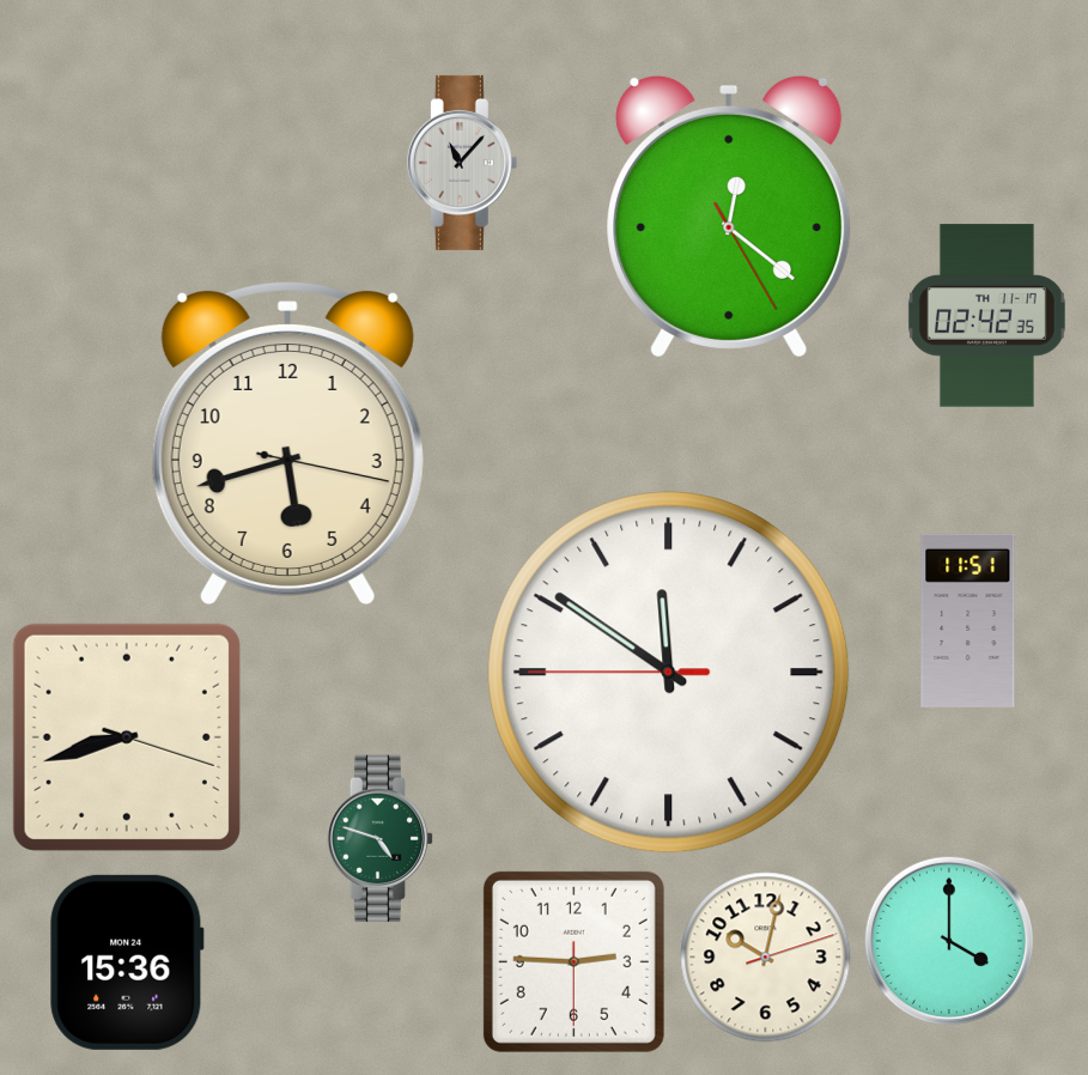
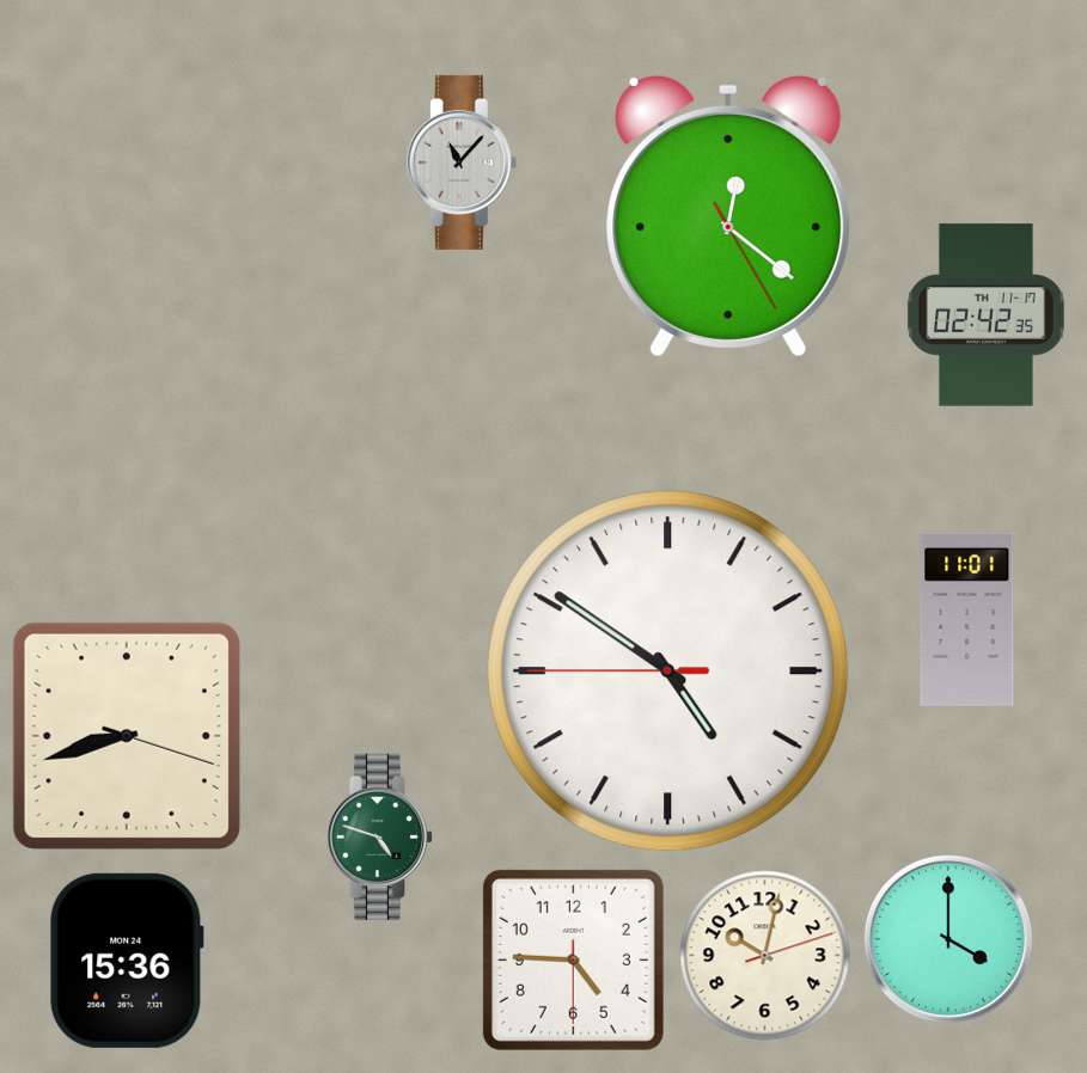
clock at (287, 443): 5:42 -> none
clock at (968, 620): 11:51 -> 11:01
clock at (669, 673): 11:50 -> 4:50
clock at (573, 961): 2:45 -> 4:45
